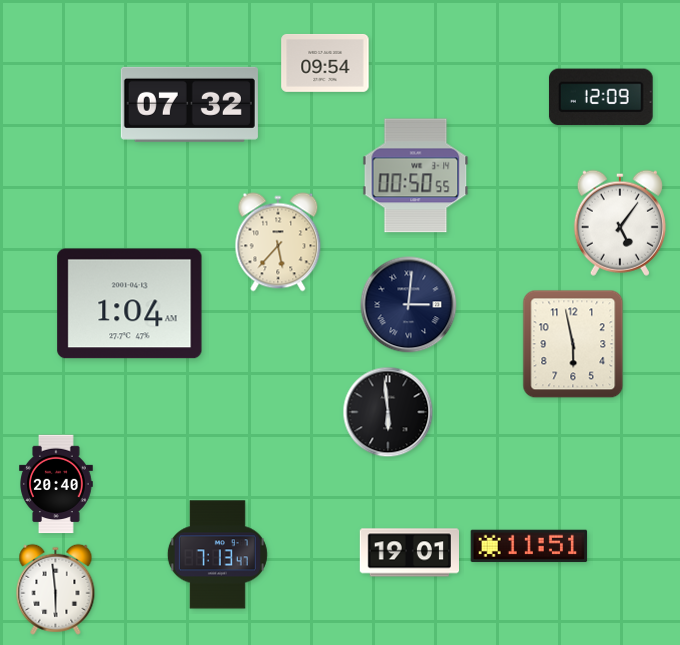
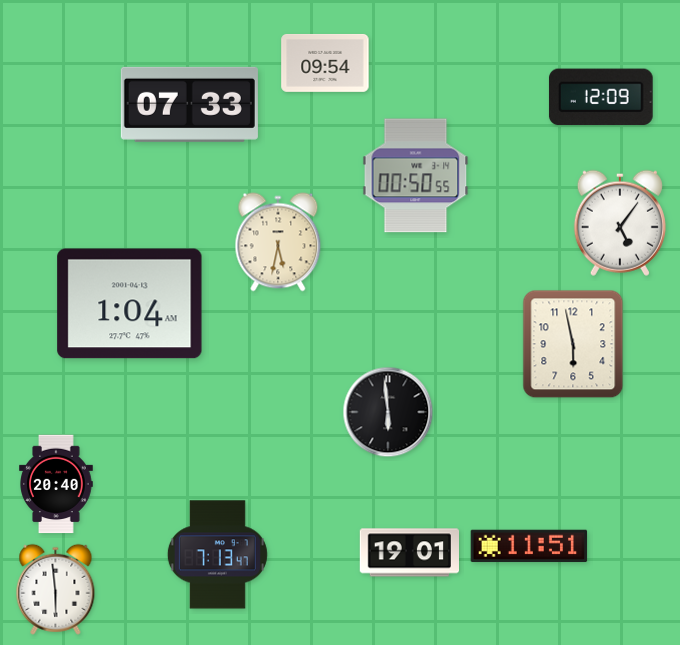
clock at (189, 104): 07:32 -> 07:33
clock at (278, 242): 5:37 -> 5:32
clock at (409, 305): 3:01 -> none
